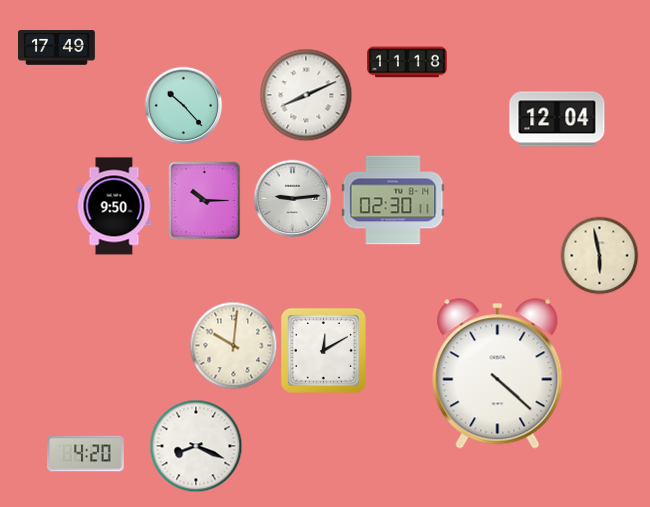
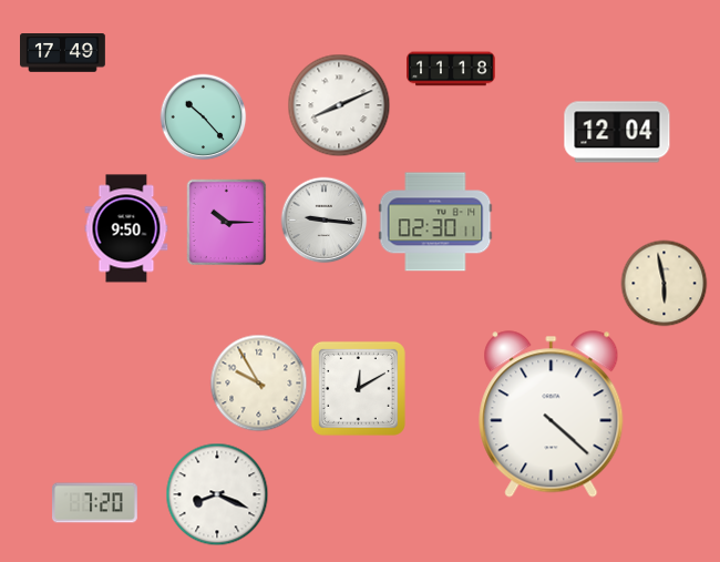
clock at (292, 198): 9:14 -> 9:16
clock at (233, 345): 10:01 -> 9:55
clock at (86, 454): 4:20 -> 7:20
